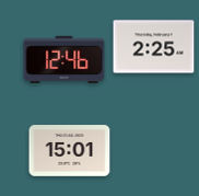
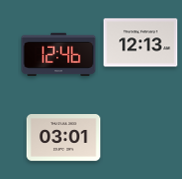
clock at (154, 47): 2:25 -> 12:13
clock at (70, 151): 15:01 -> 03:01
